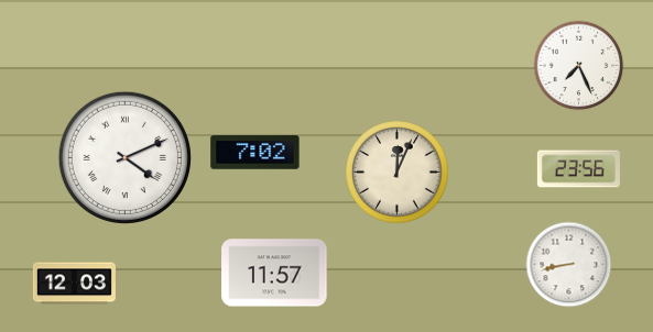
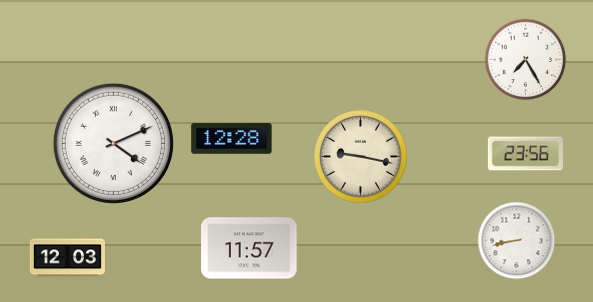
clock at (579, 66): 7:26 -> 7:25
clock at (255, 153): 7:02 -> 12:28
clock at (398, 173): 12:04 -> 9:17
